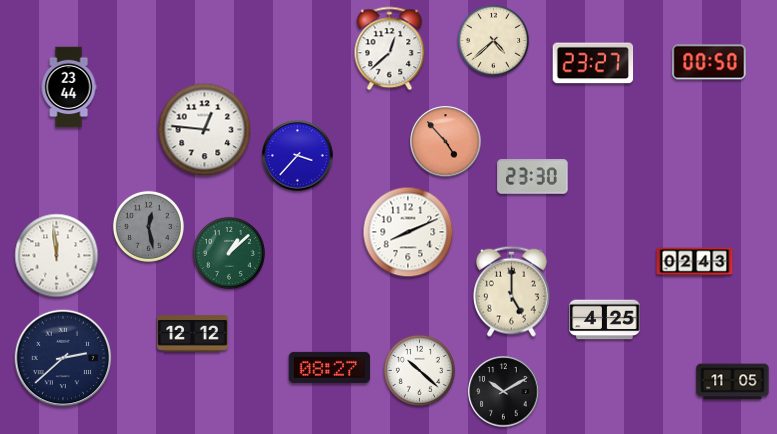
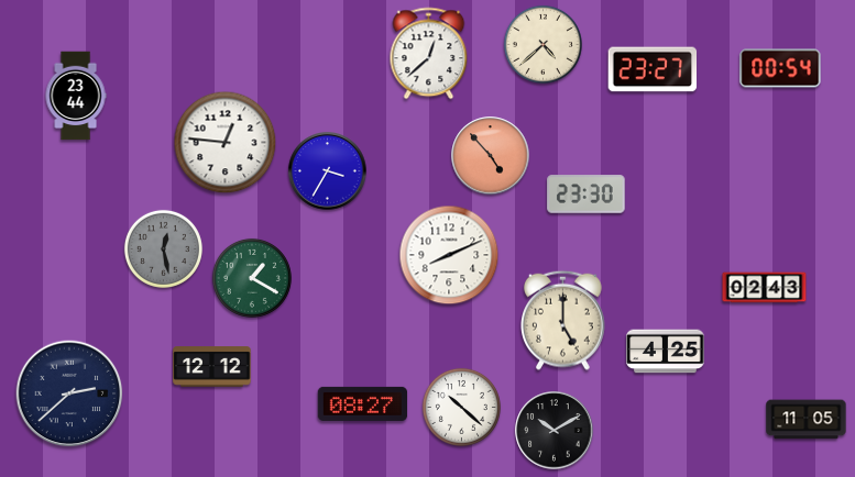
clock at (709, 62): 00:50 -> 00:54
clock at (298, 156): 3:37 -> 3:35
clock at (229, 253): 1:08 -> 1:20
clock at (57, 256): 11:59 -> none
